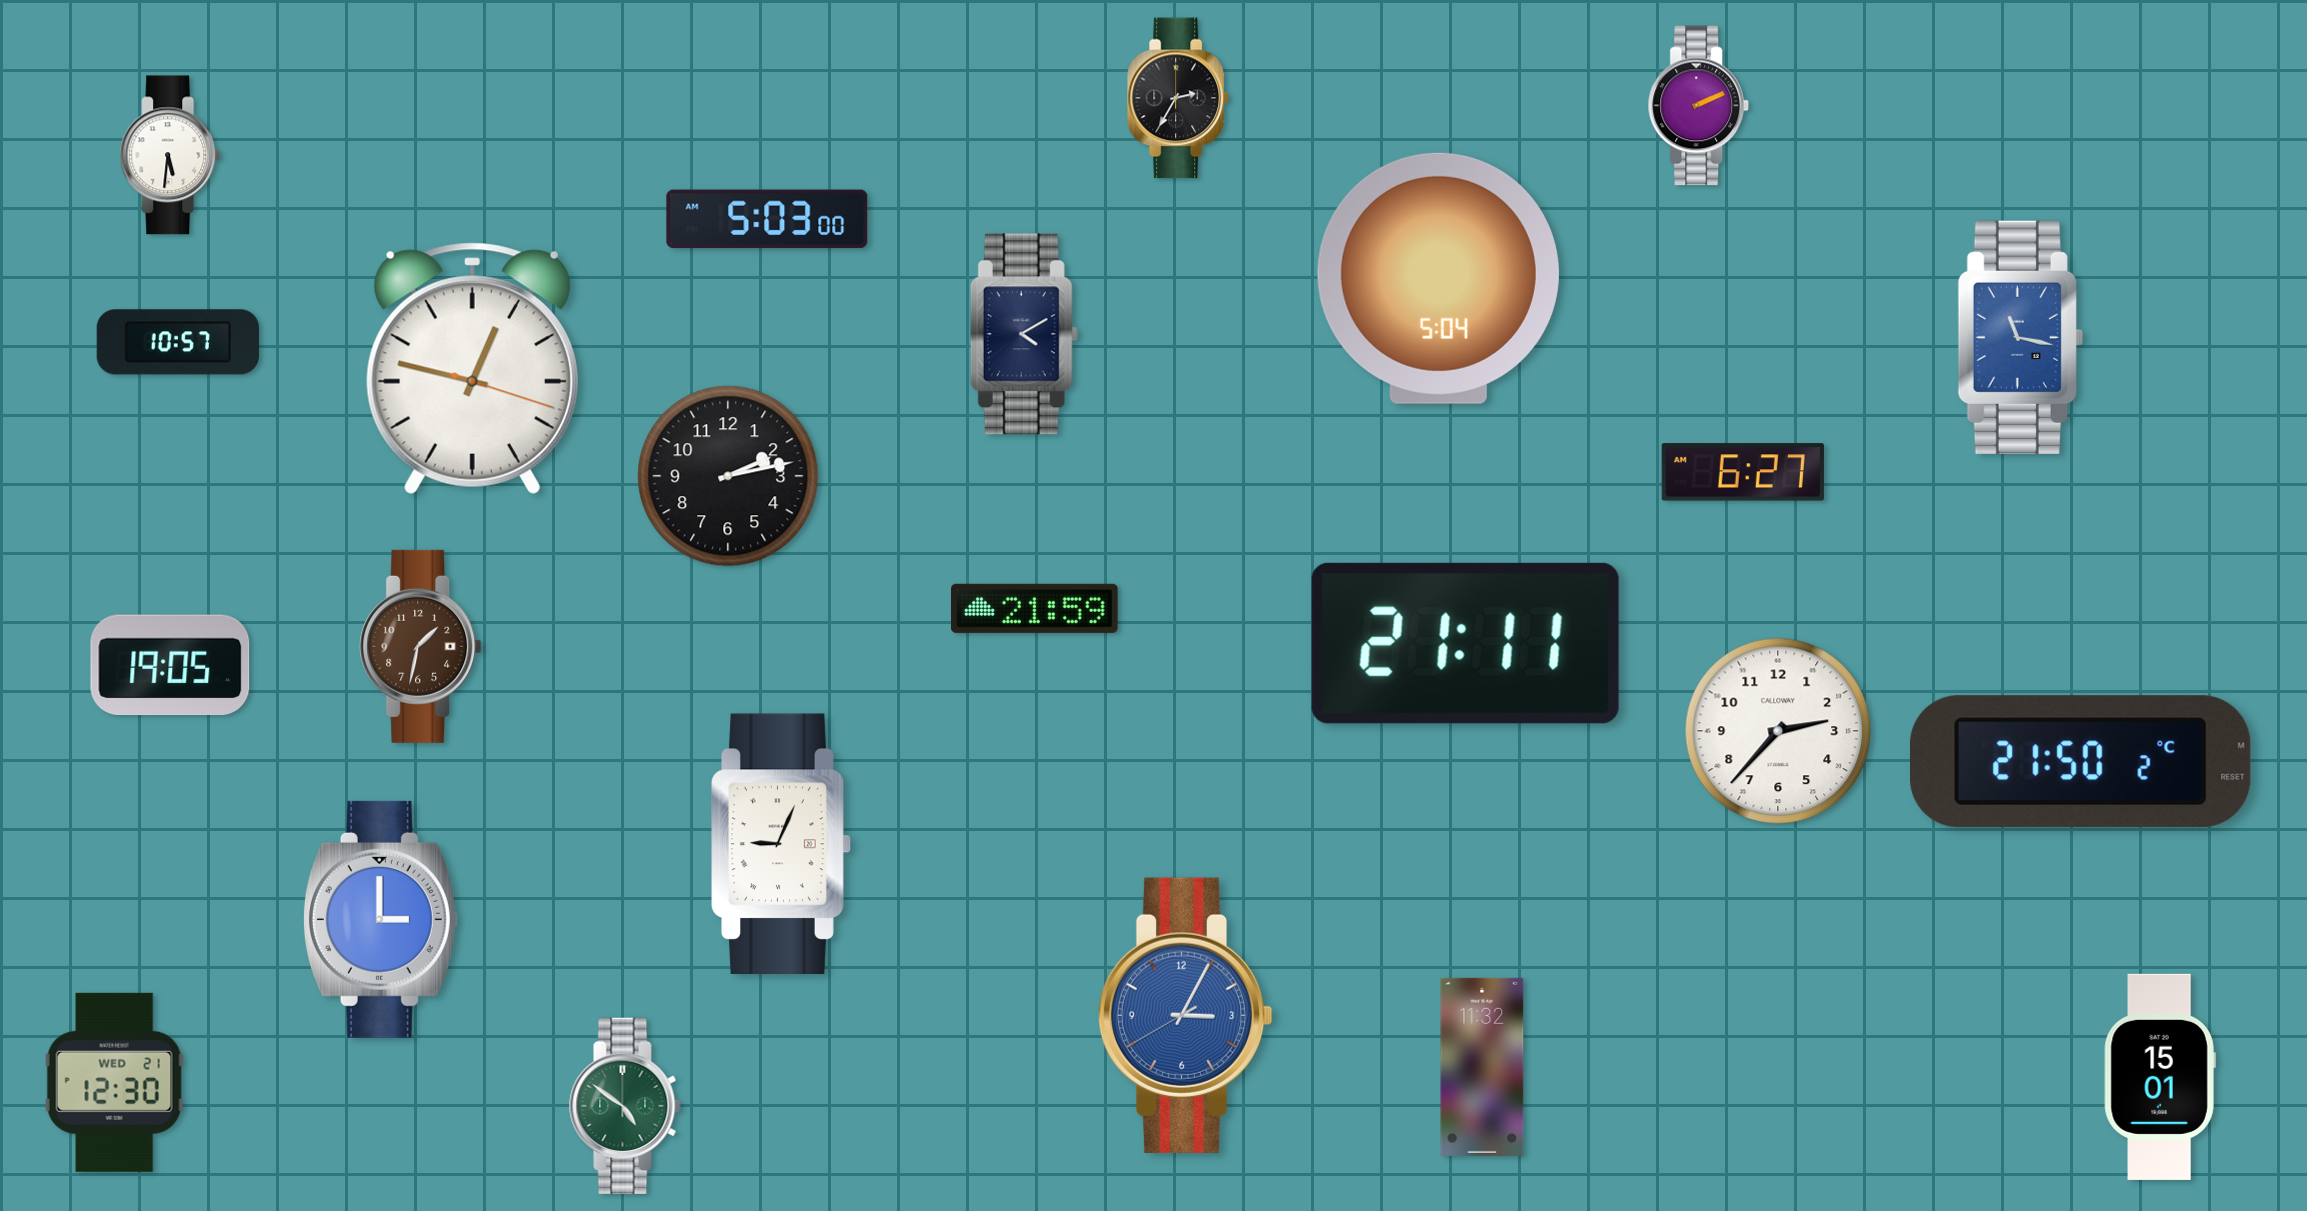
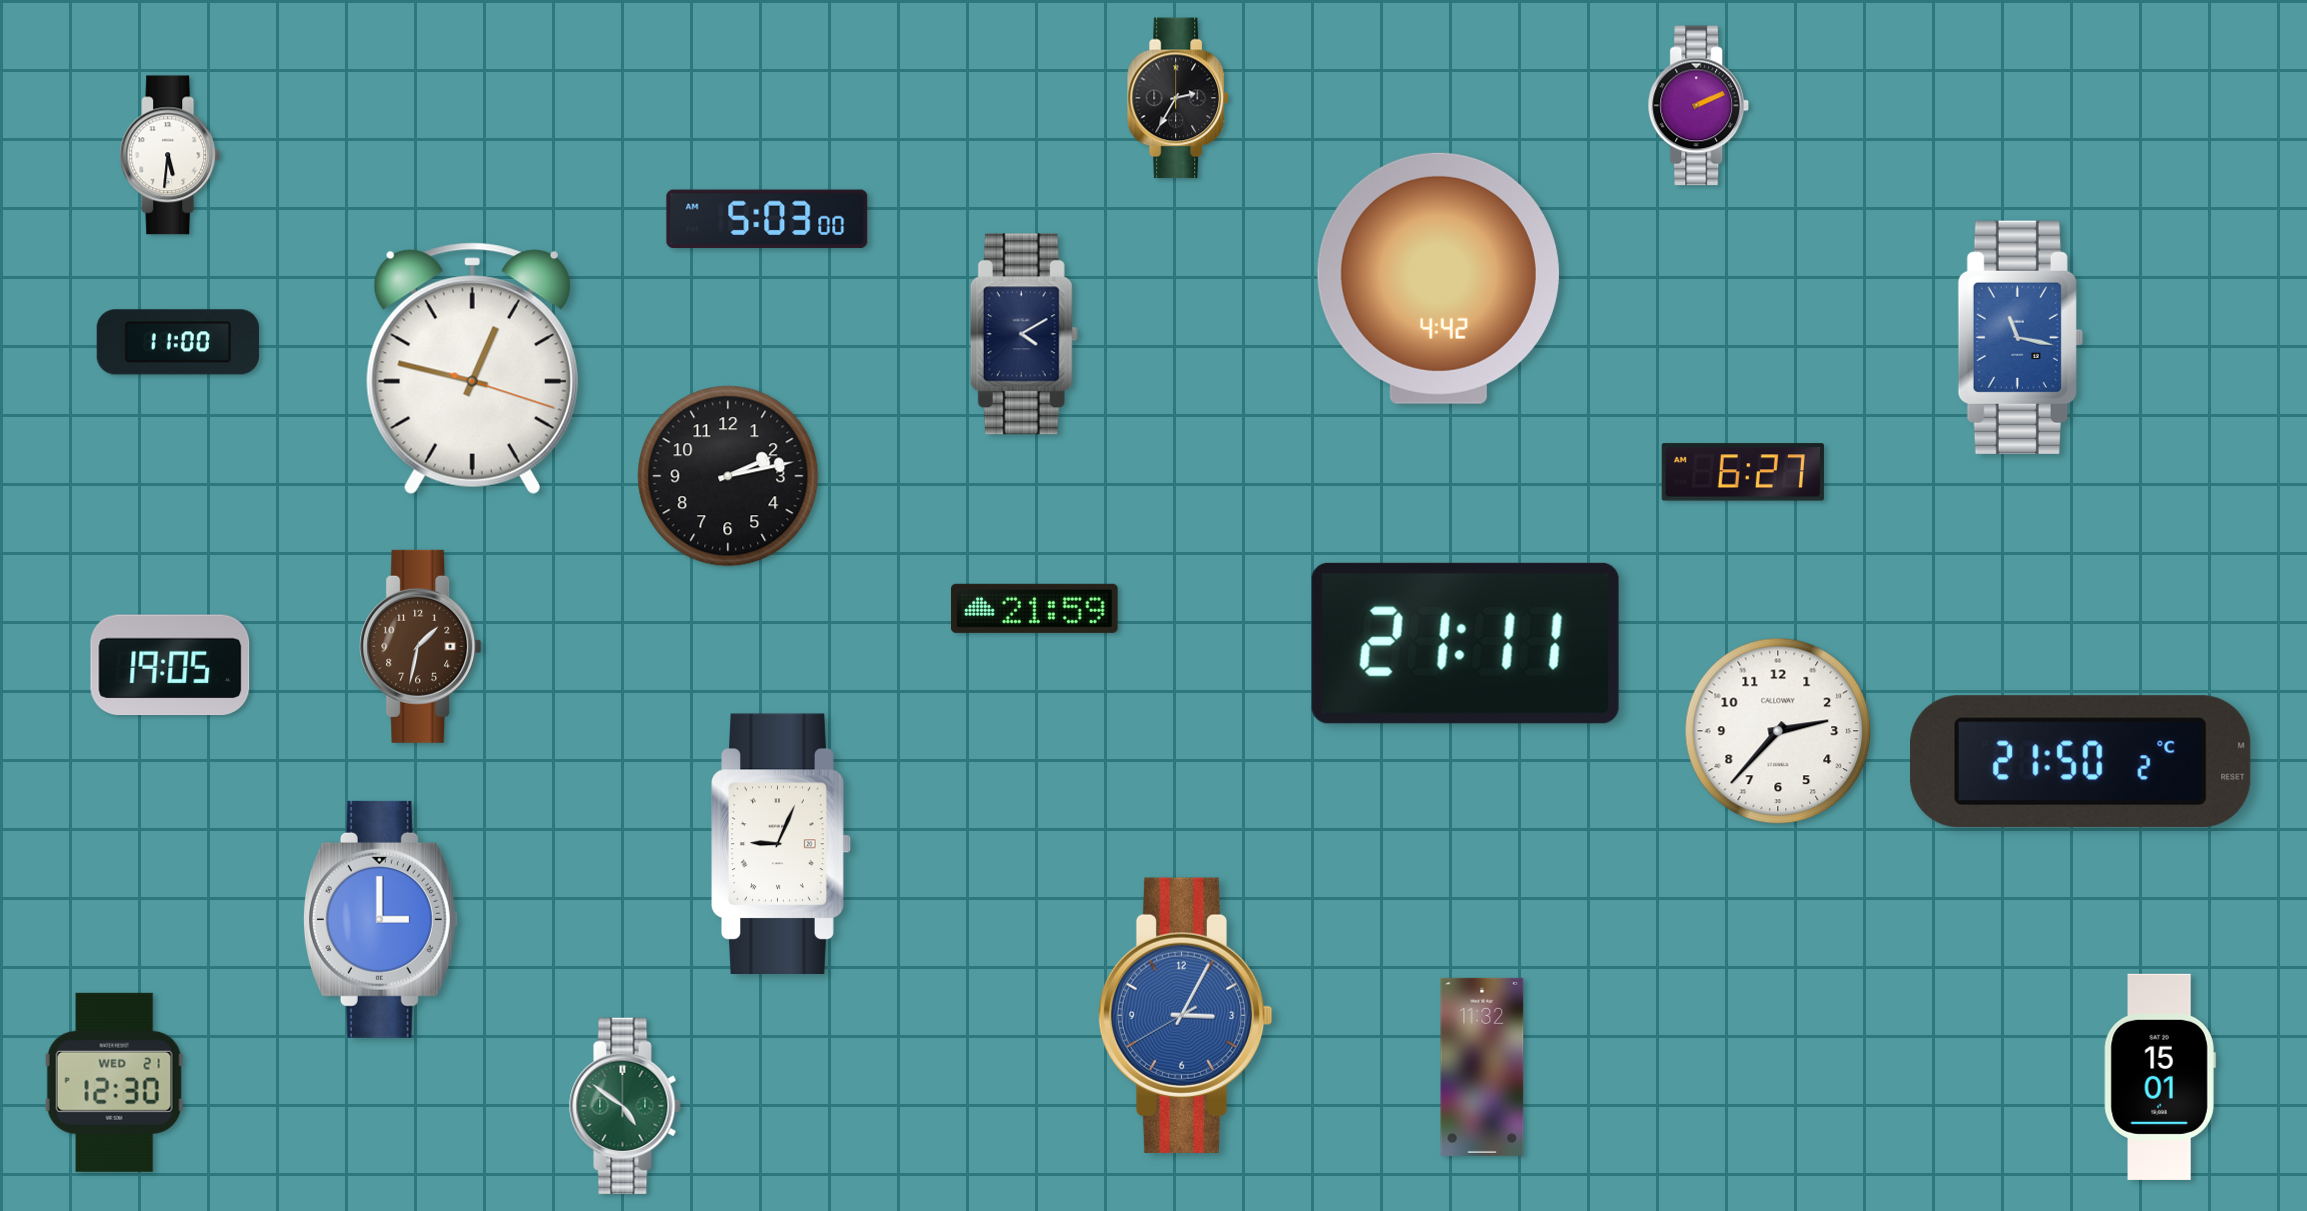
clock at (1438, 278): 5:04 -> 4:42
clock at (178, 342): 10:57 -> 11:00
